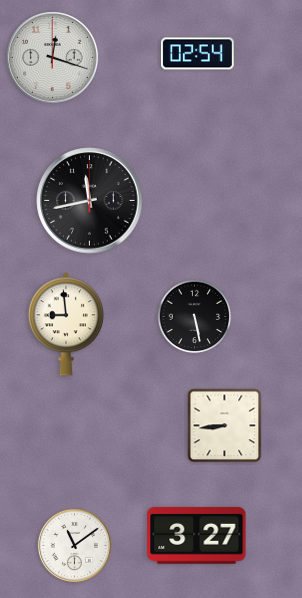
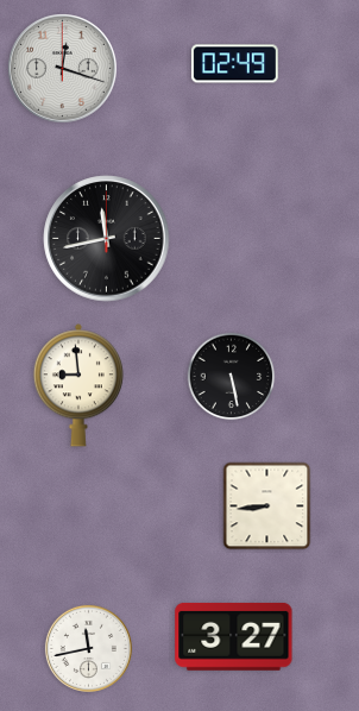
clock at (198, 54): 02:54 -> 02:49
clock at (74, 545): 11:09 -> 11:43
